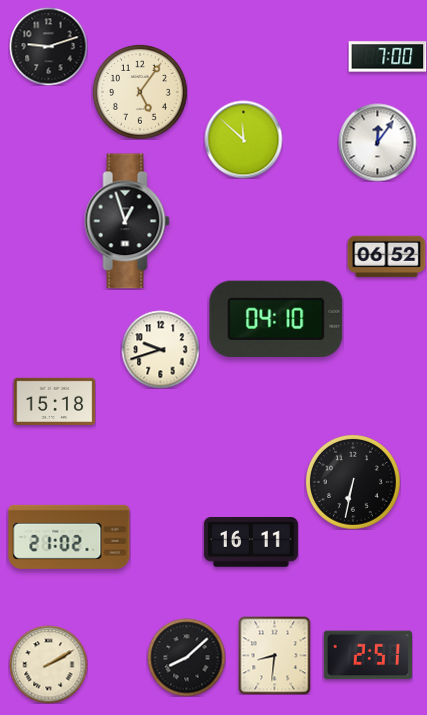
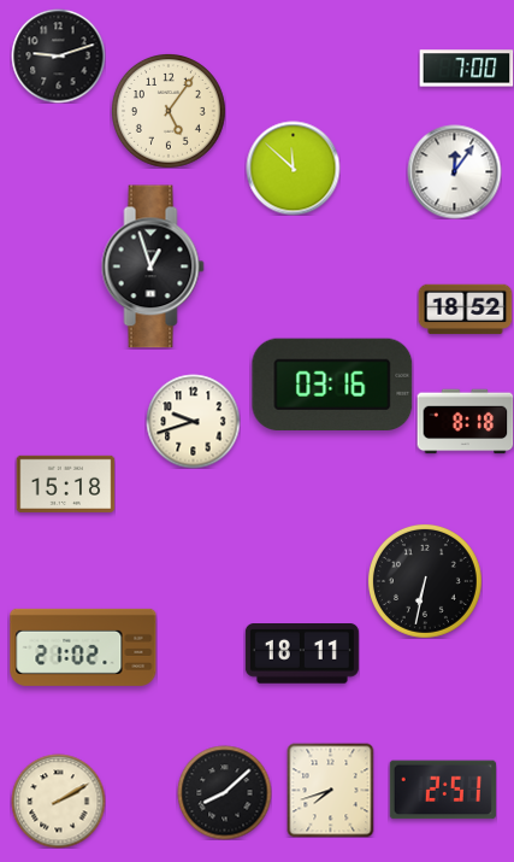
clock at (386, 257): 06:52 -> 18:52
clock at (276, 318): 04:10 -> 03:16
clock at (465, 422): none -> 8:18
clock at (251, 543): 16:11 -> 18:11
clock at (275, 655): 8:31 -> 7:42
